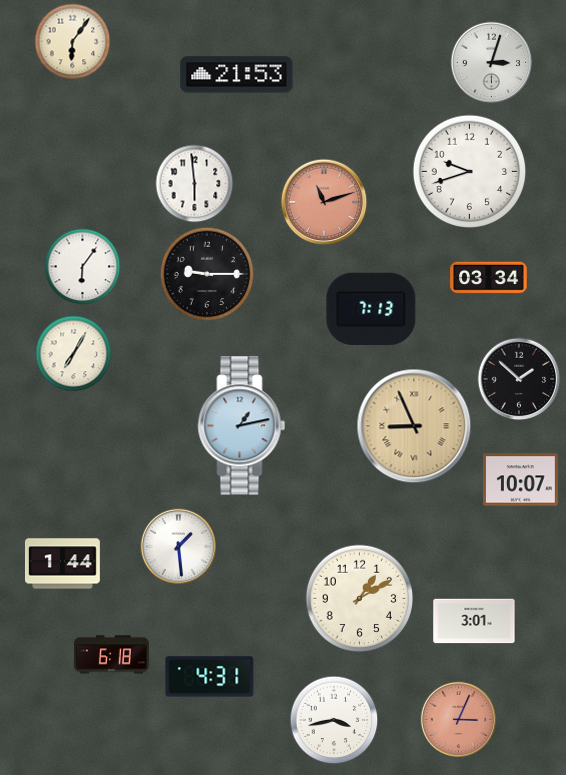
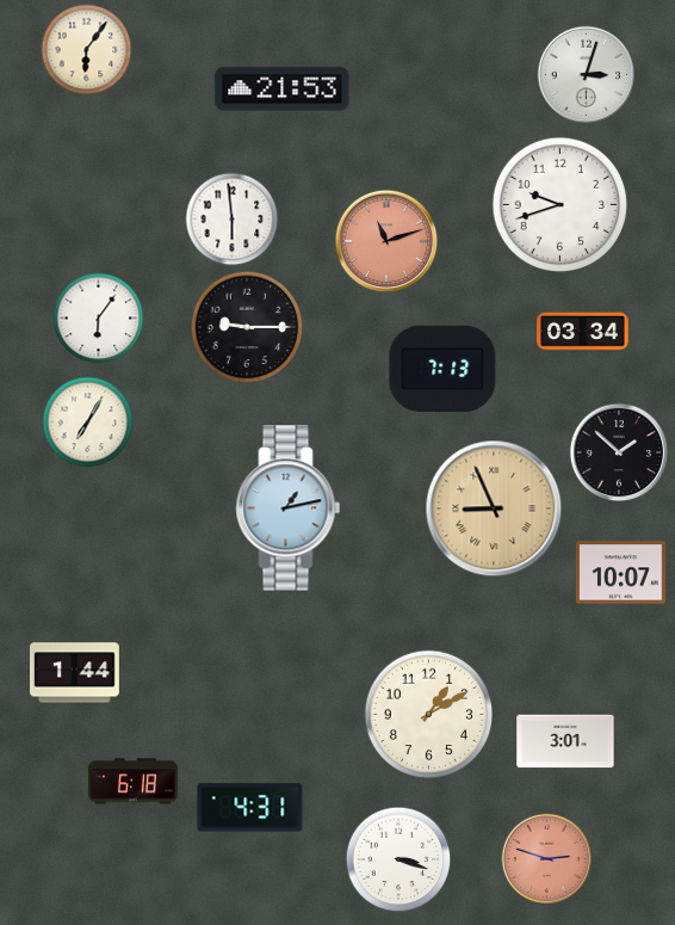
clock at (179, 547): 1:29 -> none
clock at (334, 720): 3:43 -> 3:18
clock at (459, 720): 3:04 -> 2:48
